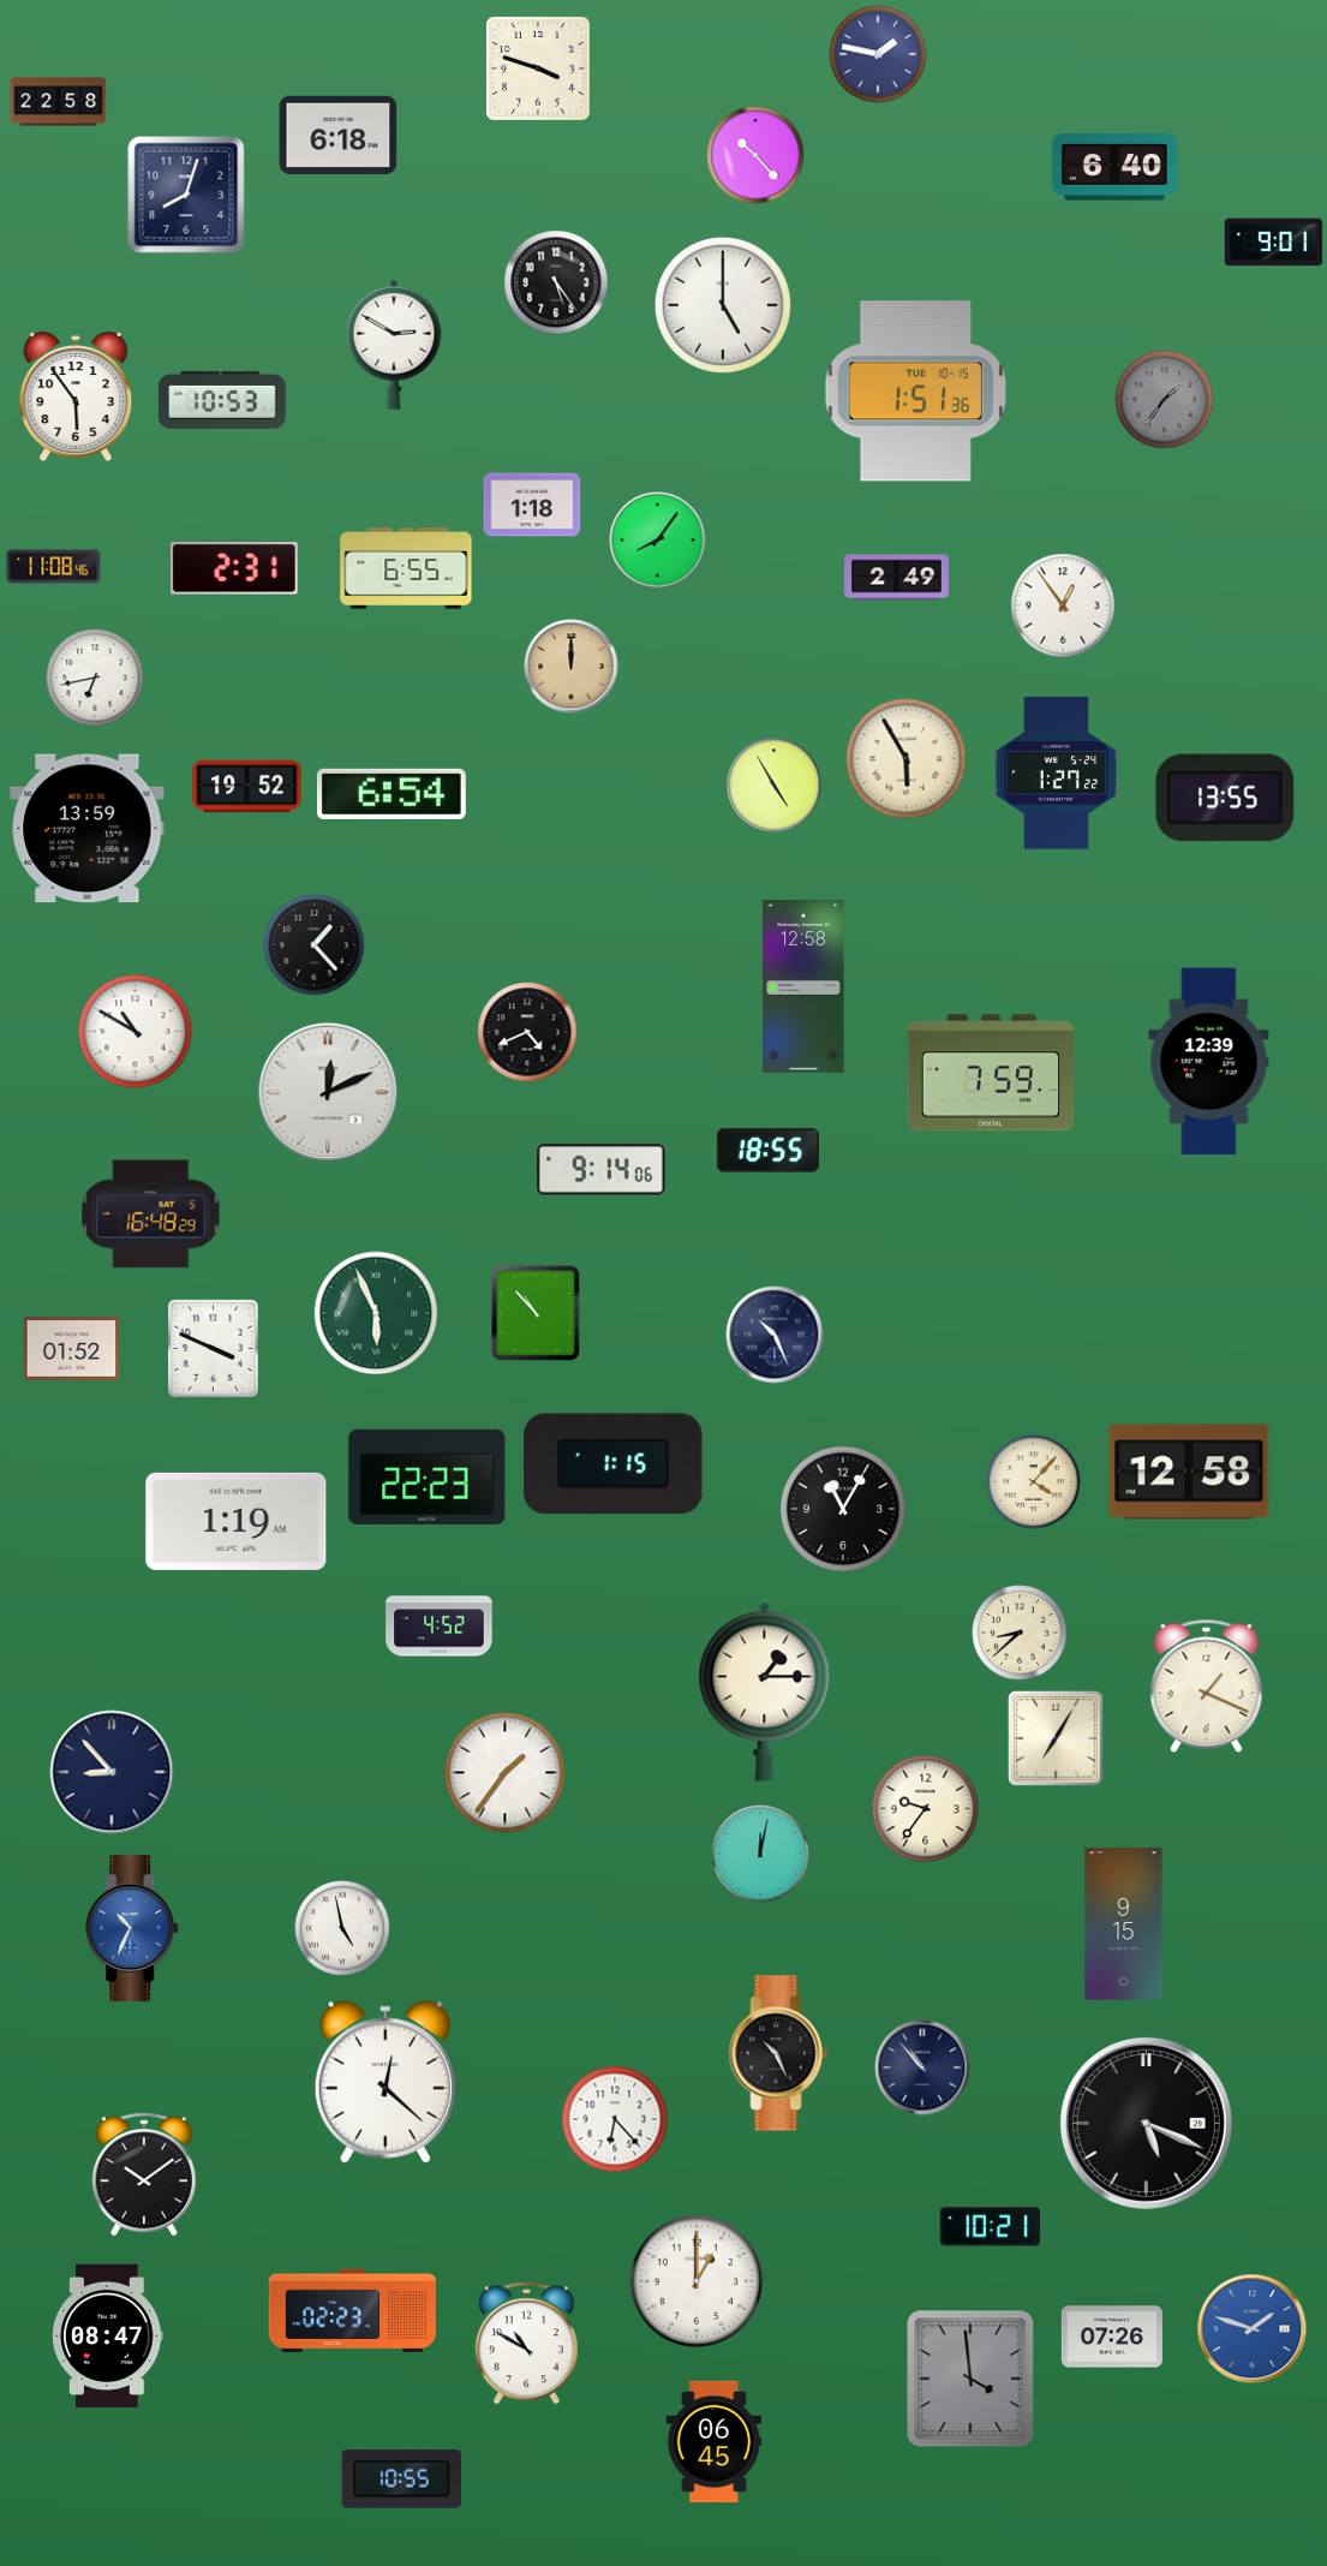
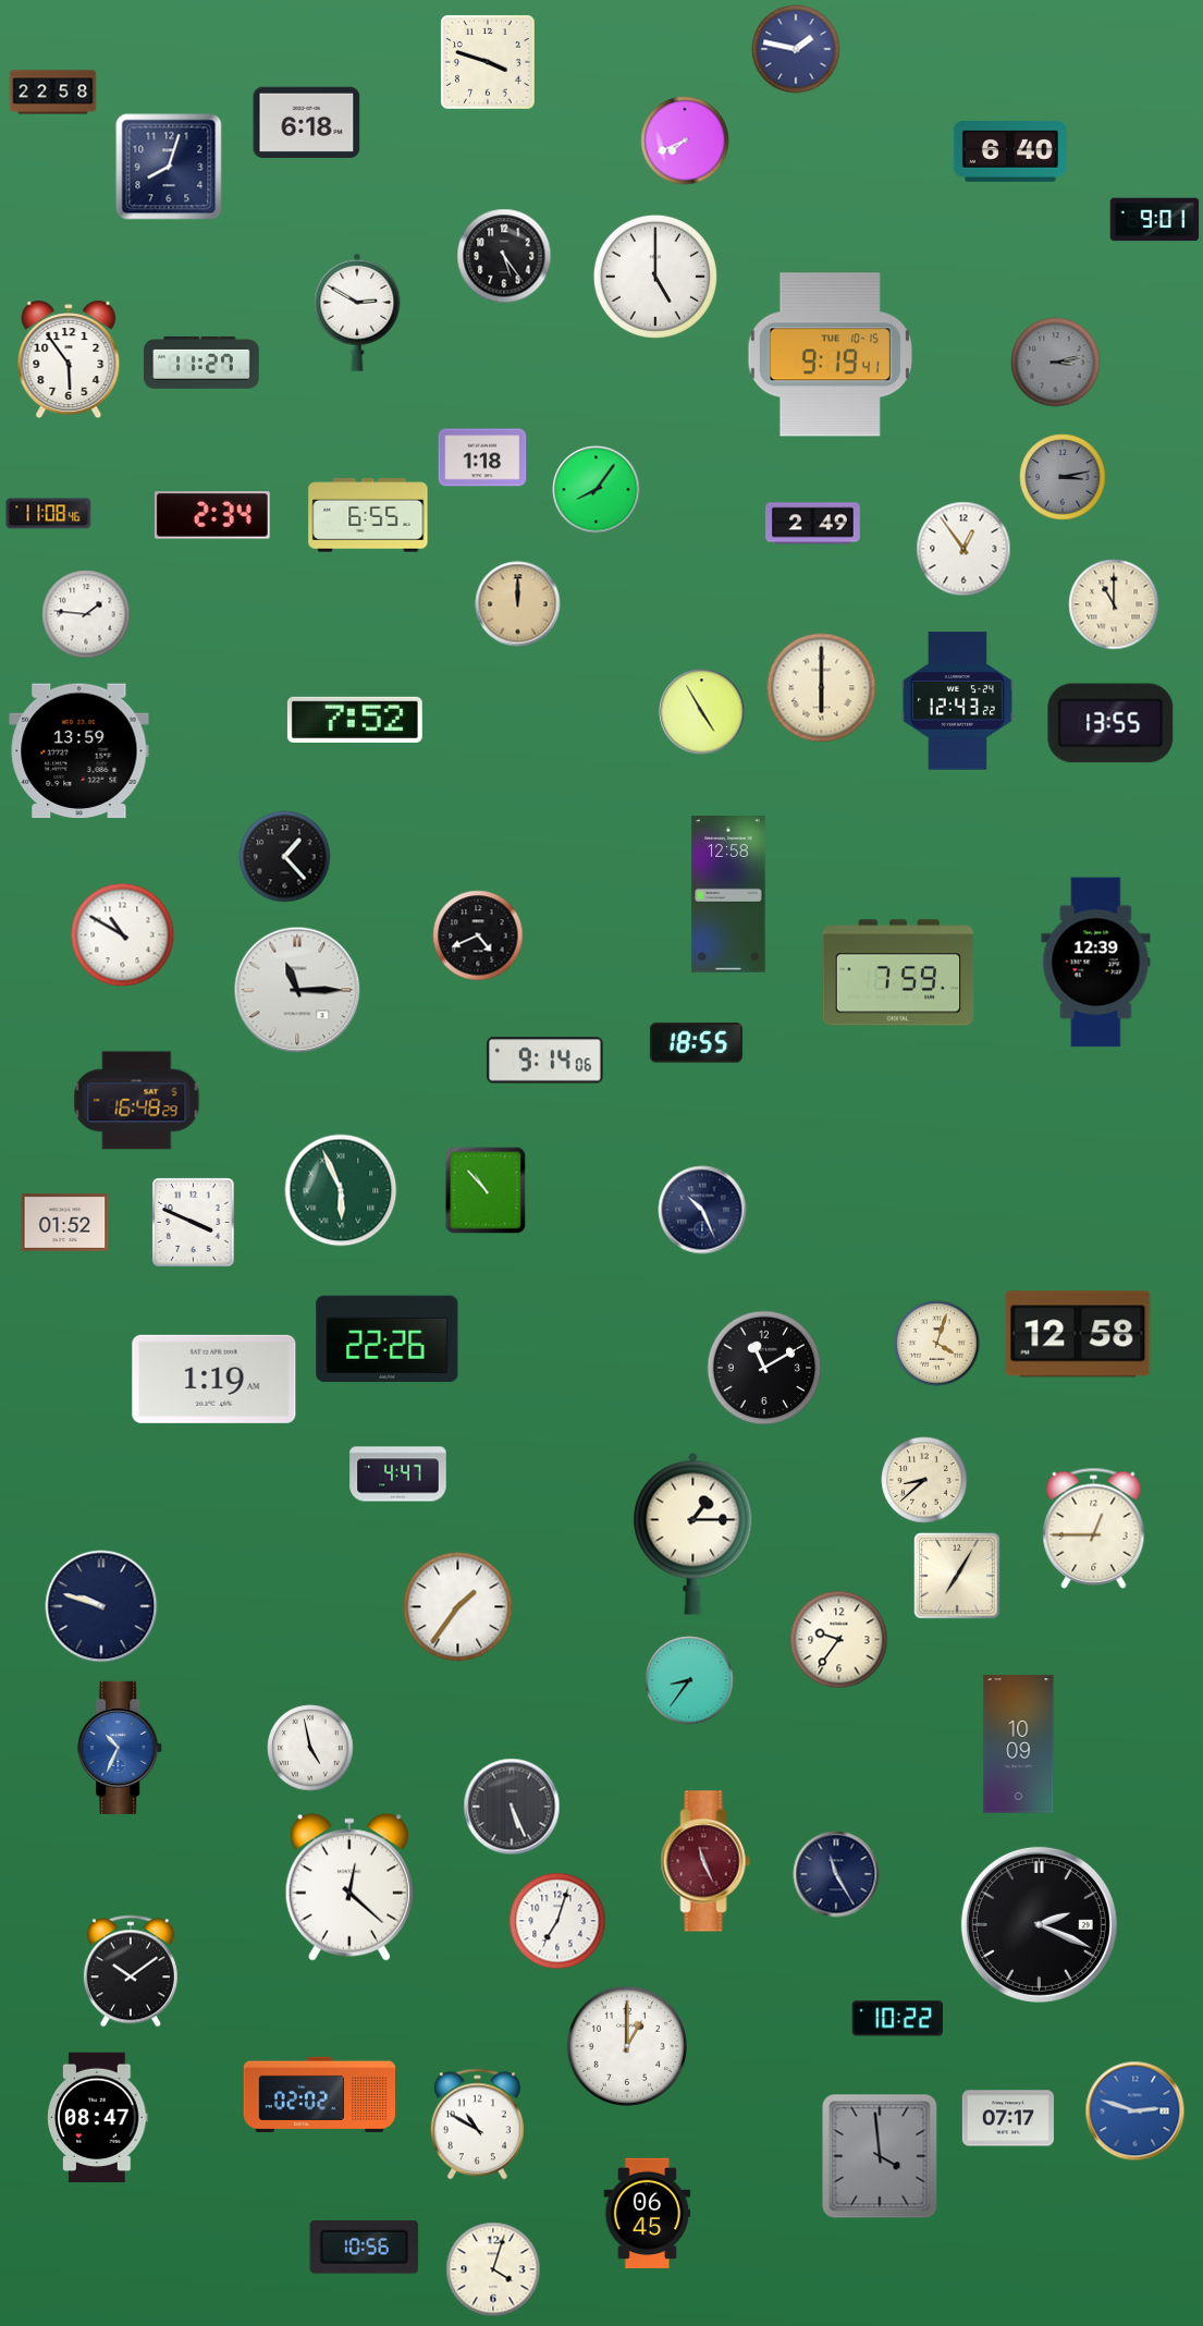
clock at (755, 155): 10:23 -> 7:41
clock at (186, 195) position: (186, 195) -> (169, 167)
clock at (915, 392): 1:51 -> 9:19
clock at (223, 400): 10:53 -> 11:27
clock at (1165, 400): 1:36 -> 3:13
clock at (1063, 477): none -> 3:13
clock at (234, 568): 2:31 -> 2:34
clock at (1114, 604): none -> 11:00
clock at (95, 678): 6:43 -> 1:46
clock at (907, 759): 5:55 -> 6:00
clock at (1056, 774): 1:27 -> 12:43
clock at (247, 787): 19:52 -> none
clock at (391, 794): 6:54 -> 7:52
clock at (328, 1092): 12:11 -> 11:15
clock at (614, 1464): 1:15 -> none
clock at (428, 1476): 22:23 -> 22:26
clock at (1034, 1482): 4:07 -> 4:03
clock at (843, 1509): 11:05 -> 11:10
clock at (440, 1627): 4:52 -> 4:47
clock at (1207, 1685): 1:19 -> 12:45
clock at (112, 1772): 8:53 -> 9:48
clock at (760, 1854): 12:02 -> 8:36
clock at (1124, 1925): 9:15 -> 10:09
clock at (512, 1807): none -> 5:26
clock at (778, 2053): 10:26 -> 11:26
clock at (778, 2053) dial: black -> burgundy
clock at (922, 2067): 10:53 -> 11:25
clock at (615, 2119): 6:23 -> 7:03
clock at (1146, 2123): 5:19 -> 2:19
clock at (990, 2227): 10:21 -> 10:22
clock at (697, 2281) position: (697, 2281) -> (627, 2046)
clock at (352, 2310): 02:23 -> 02:02
clock at (1253, 2329): 1:48 -> 2:48
clock at (1112, 2337): 07:26 -> 07:17
clock at (402, 2480): 10:55 -> 10:56
clock at (493, 2269): none -> 4:03
